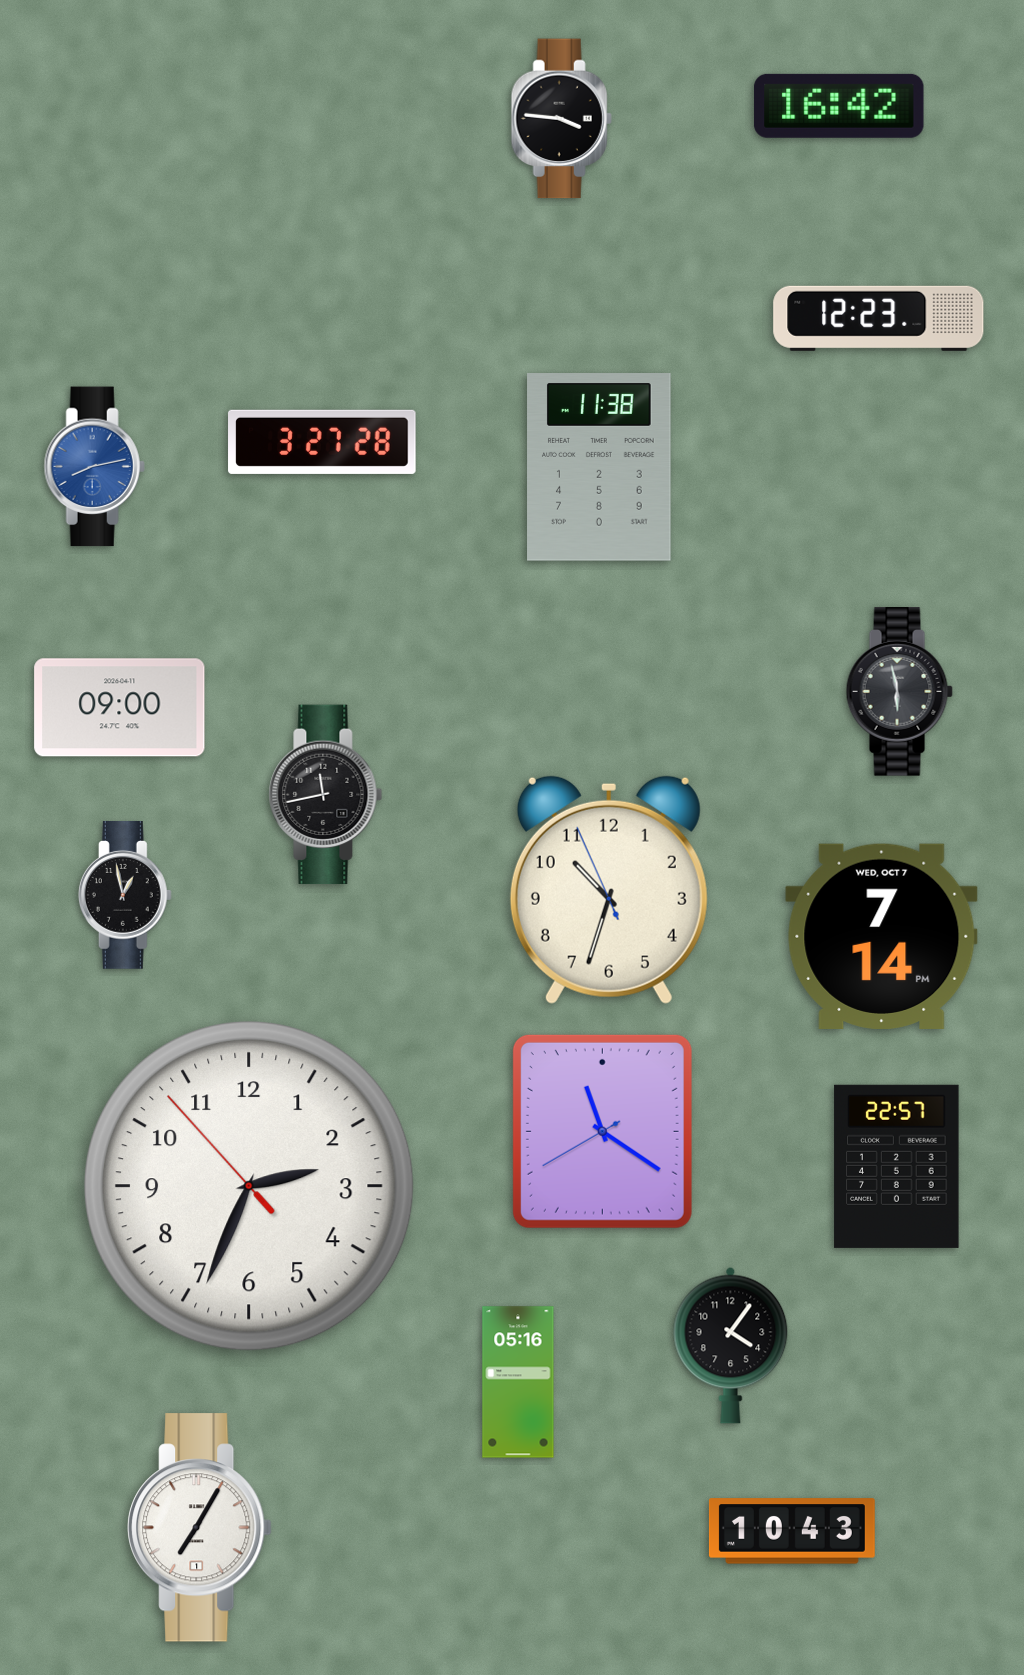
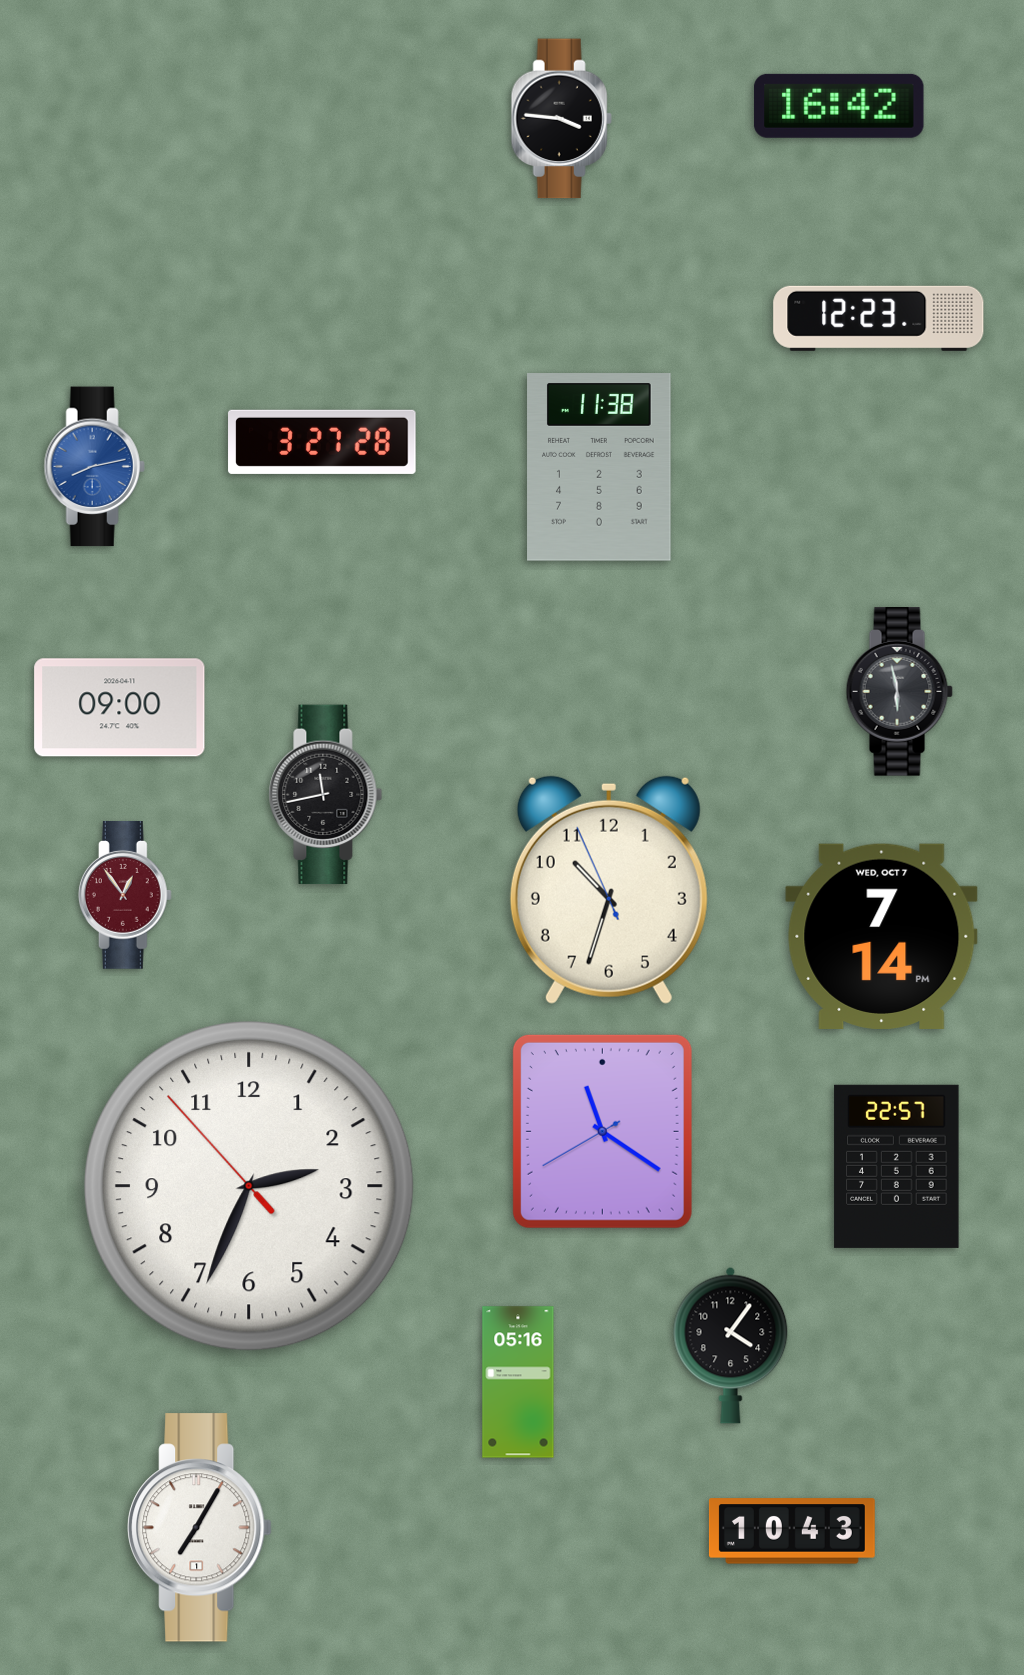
clock at (125, 896): 12:58 -> 12:54
clock at (125, 896) dial: black -> burgundy
